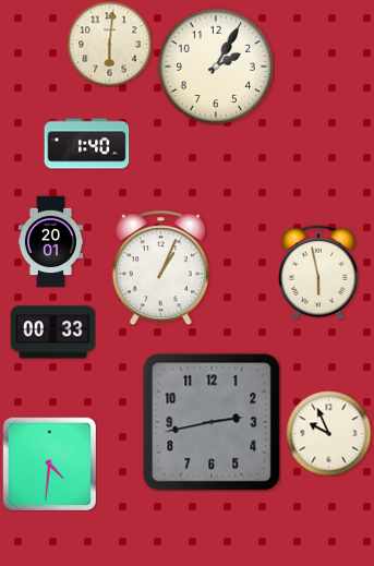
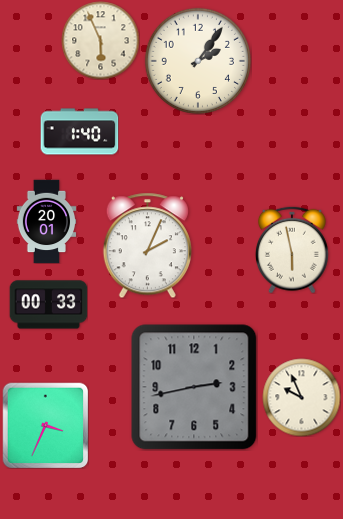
clock at (109, 44): 6:01 -> 5:56
clock at (216, 67): 2:05 -> 2:06
clock at (160, 267): 1:04 -> 2:04
clock at (49, 463): 4:31 -> 3:34
